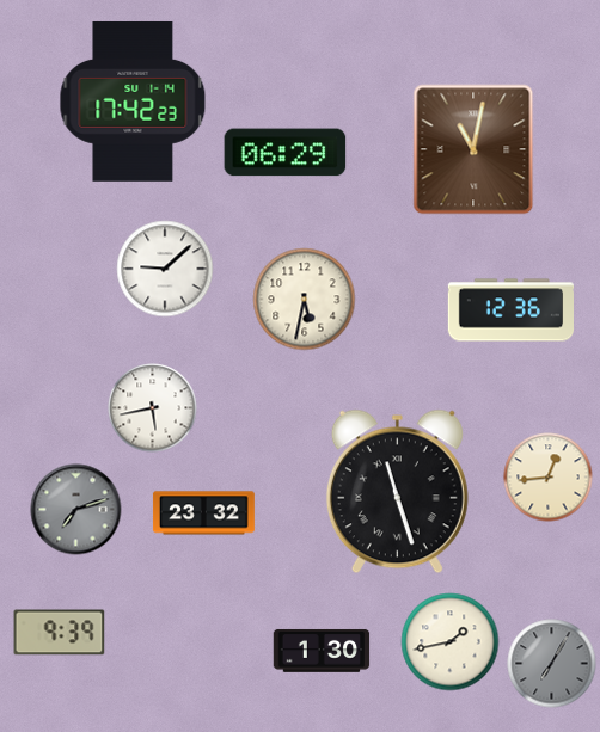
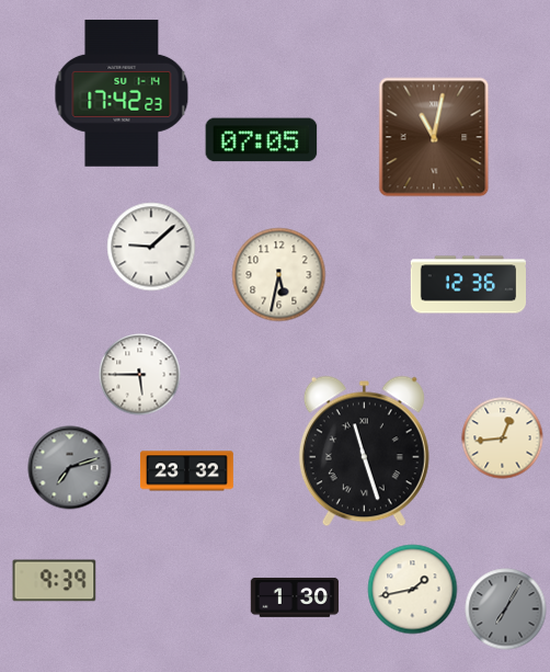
clock at (286, 153): 06:29 -> 07:05
clock at (153, 408): 5:43 -> 5:45
